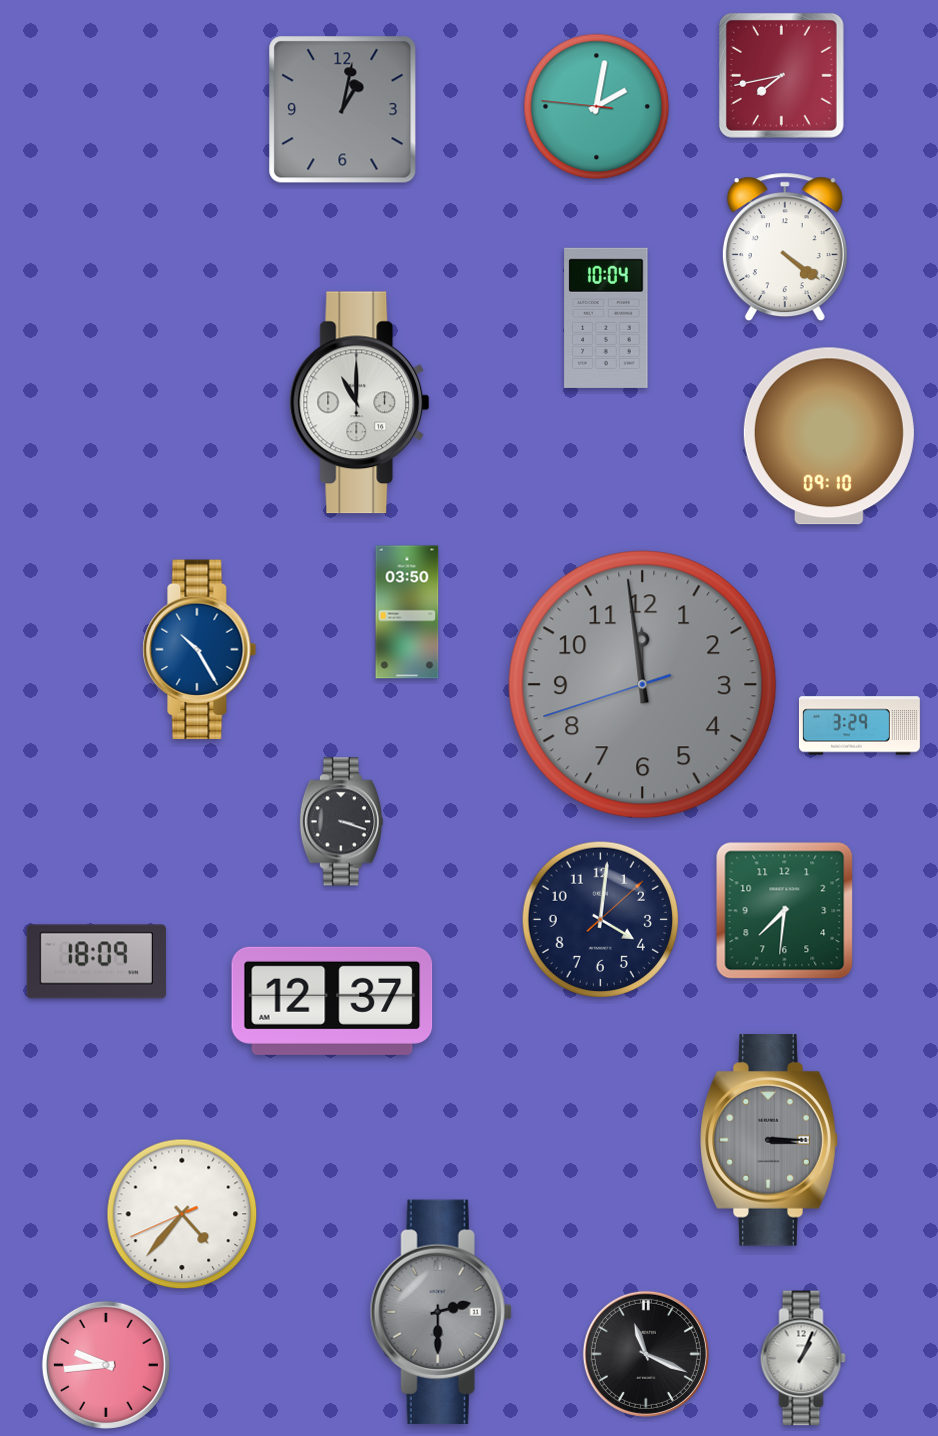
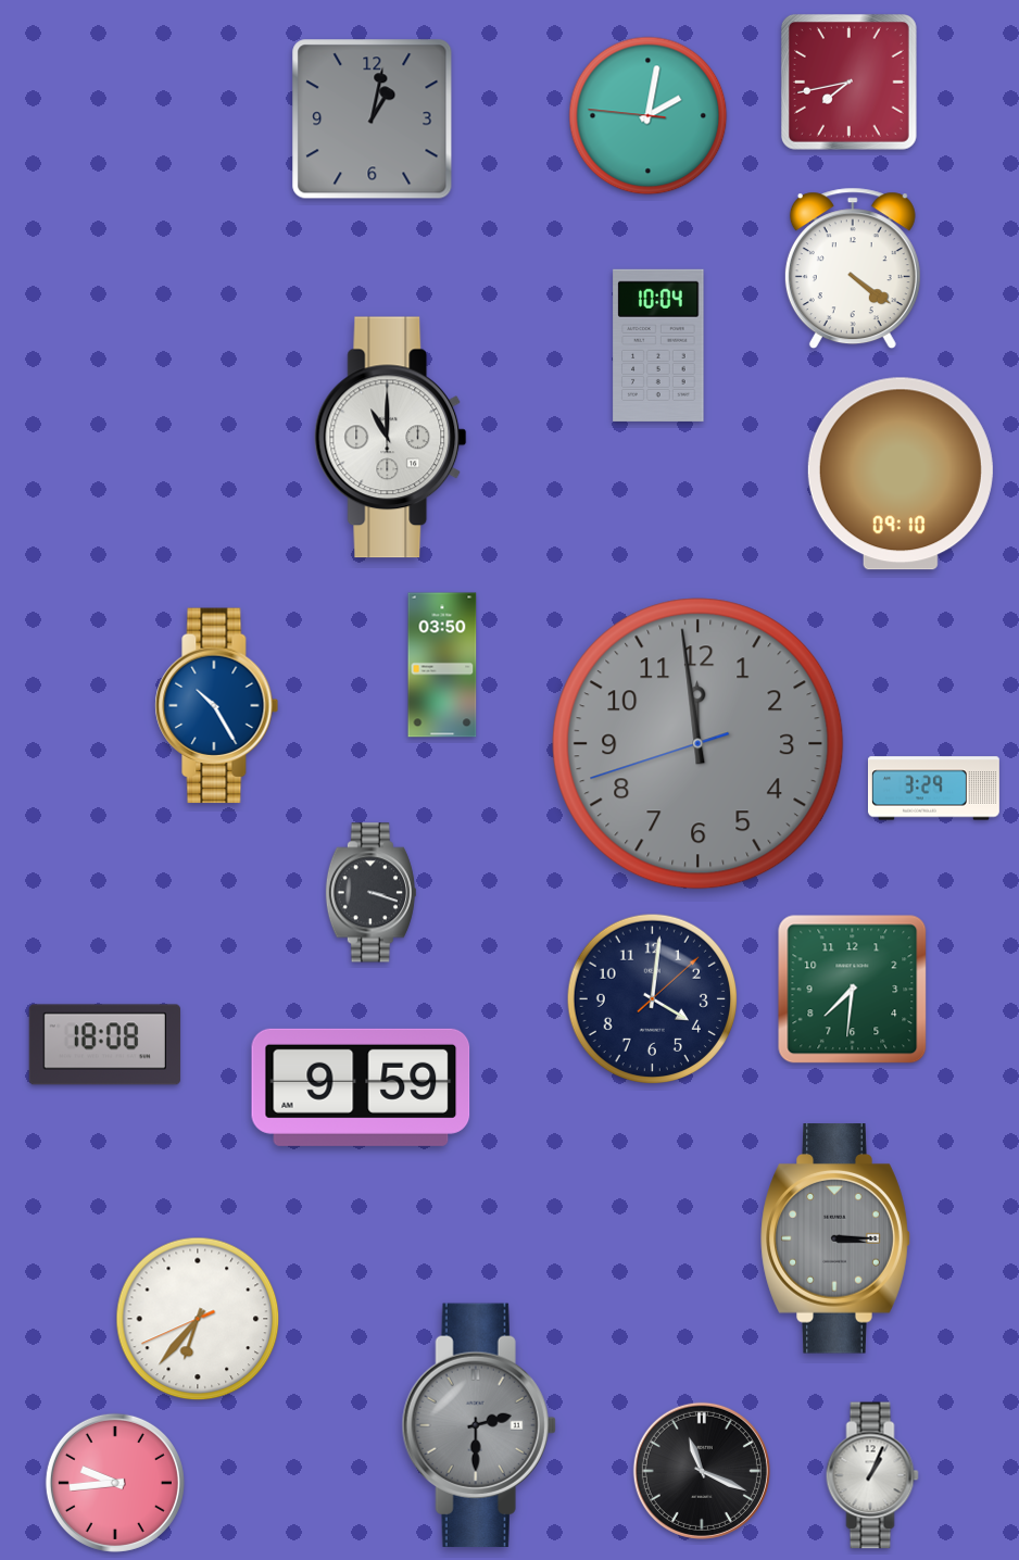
clock at (96, 962): 18:09 -> 18:08
clock at (332, 1001): 12:37 -> 9:59
clock at (182, 1214): 4:36 -> 6:36
